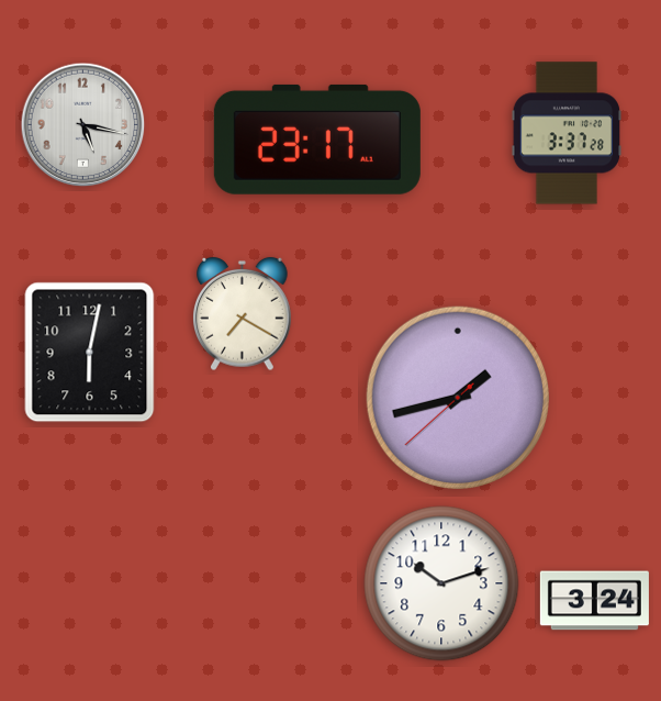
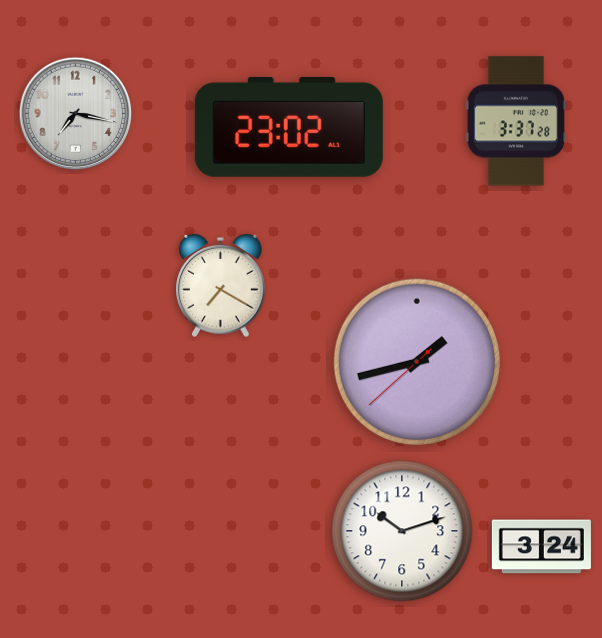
clock at (83, 125): 5:17 -> 7:17
clock at (317, 140): 23:17 -> 23:02
clock at (90, 353): 6:02 -> none
